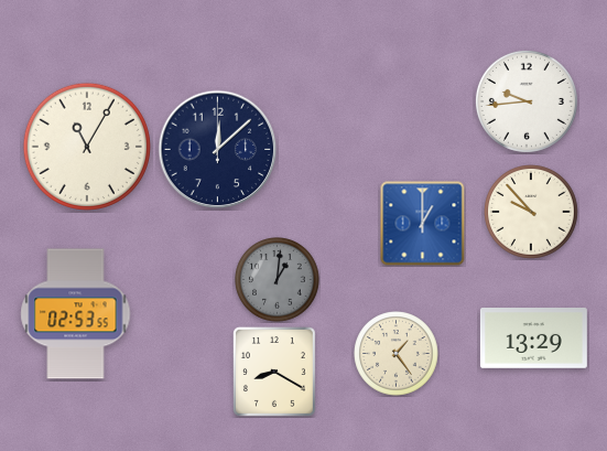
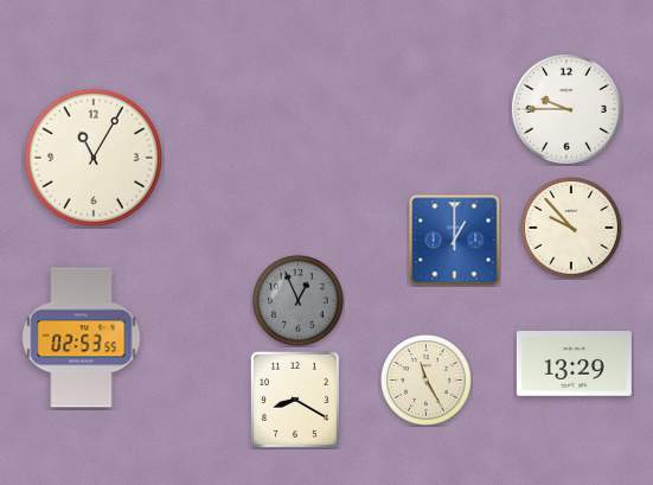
clock at (527, 101): 9:44 -> 9:45
clock at (218, 150): 12:08 -> none
clock at (278, 280): 1:01 -> 12:56
clock at (397, 354): 1:24 -> 11:25
